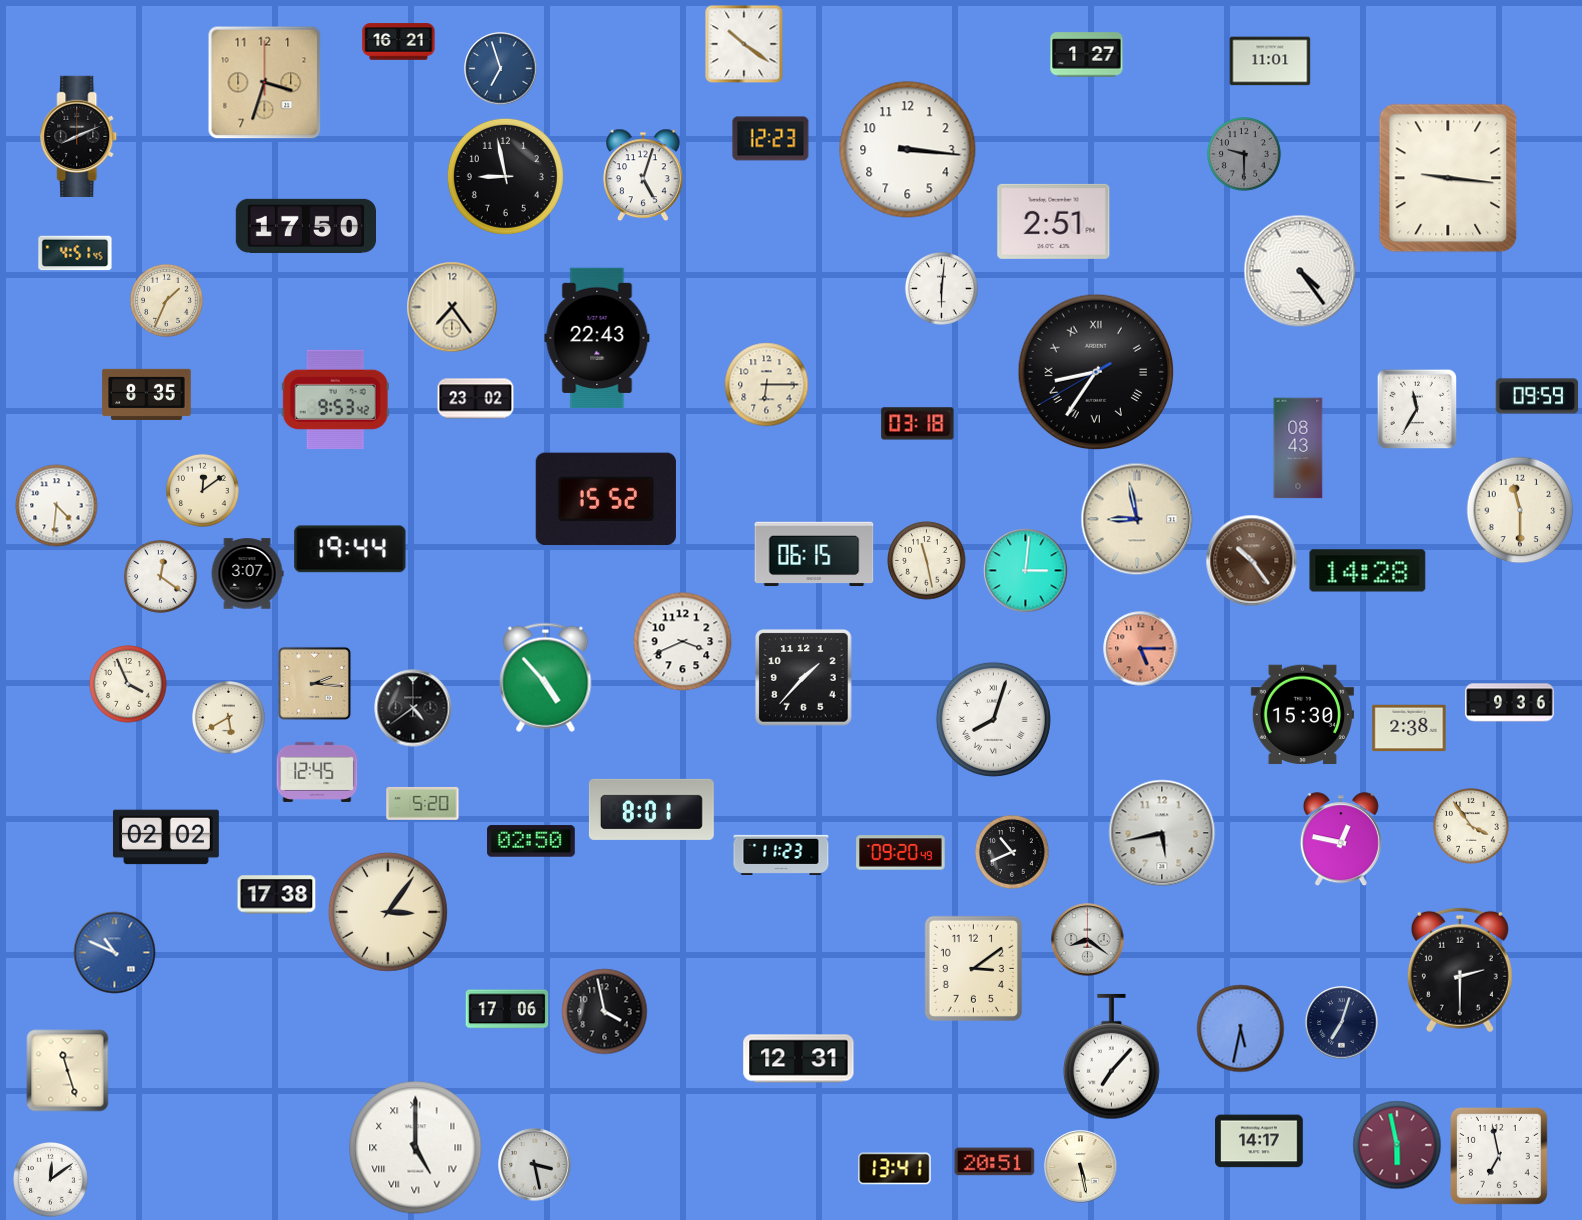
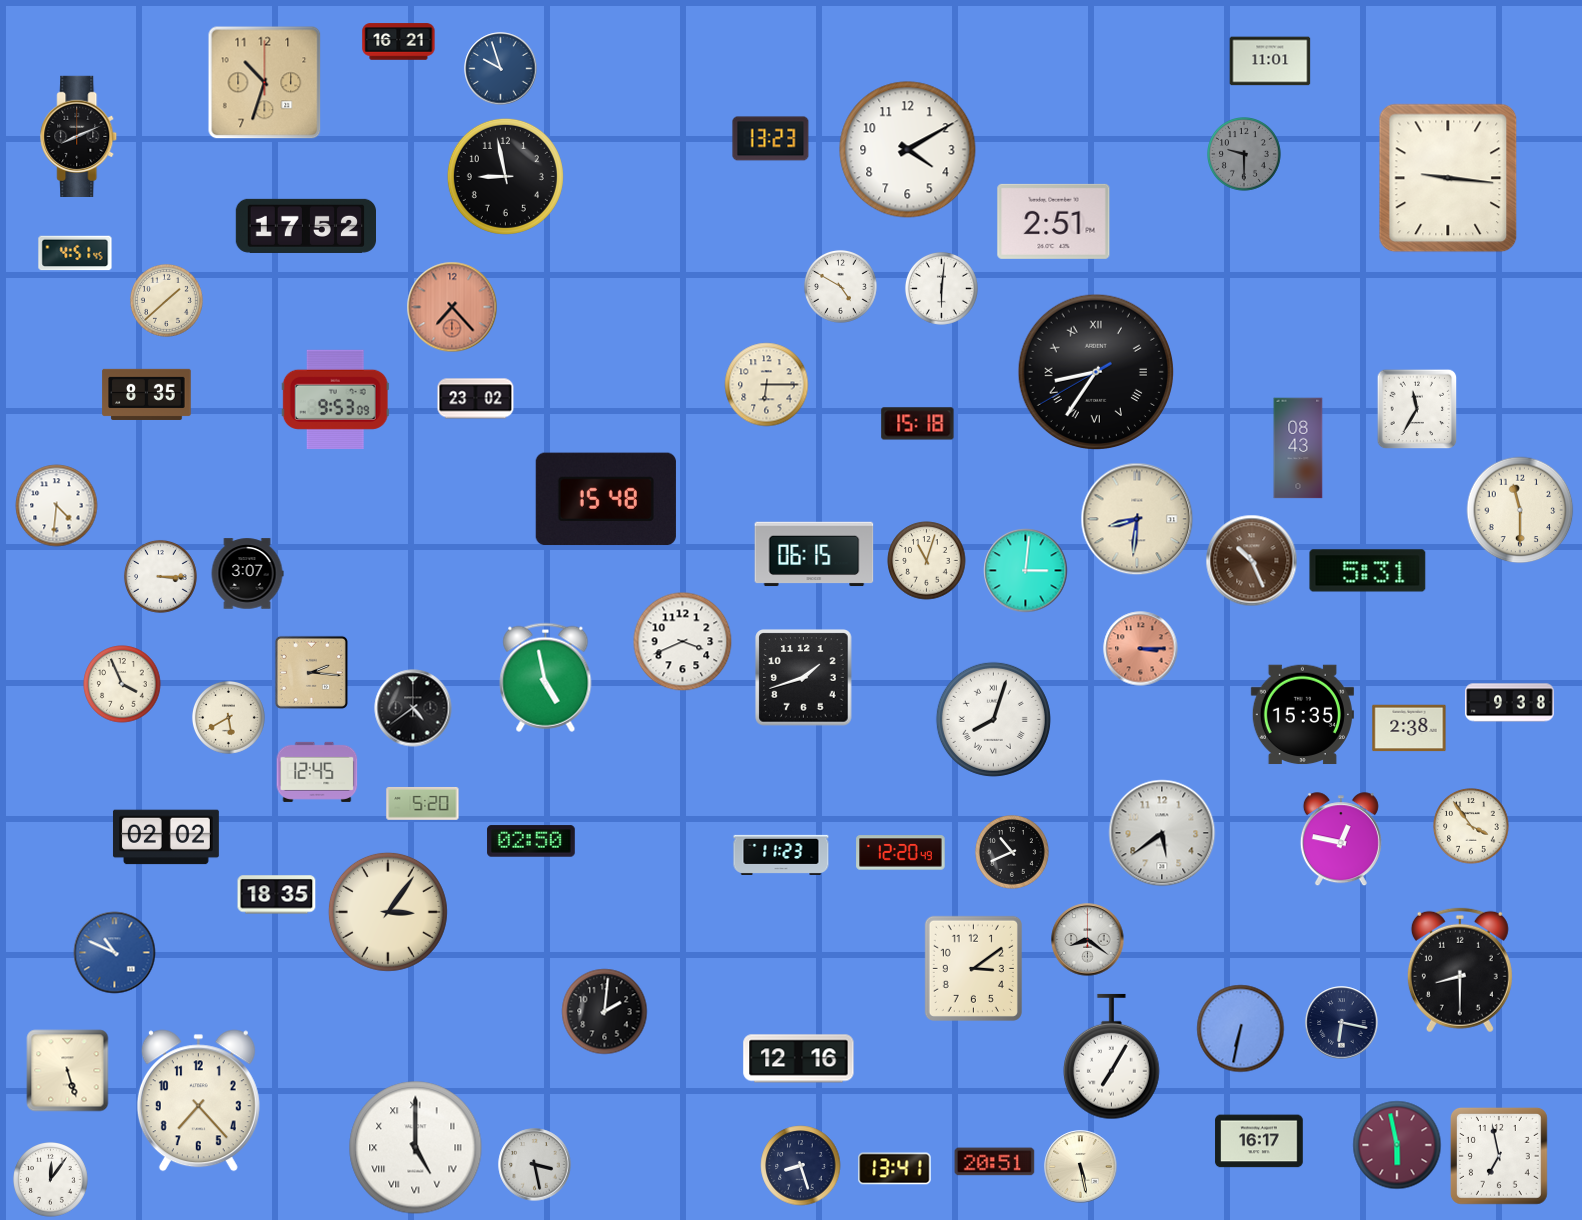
clock at (744, 44): 10:21 -> none
clock at (1087, 55): 1:27 -> none
clock at (501, 69): 6:57 -> 9:57
clock at (265, 83): 3:33 -> 10:33
clock at (771, 139): 12:23 -> 13:23
clock at (908, 150): 3:16 -> 4:10
clock at (644, 175): 5:03 -> none
clock at (305, 226): 17:50 -> 17:52
clock at (1300, 271): 4:24 -> none
clock at (840, 286): none -> 4:50
clock at (166, 300): 1:34 -> 1:38
clock at (452, 307): 7:24 -> 7:23
clock at (452, 307) dial: cream -> salmon
clock at (597, 337): 22:43 -> none
clock at (1537, 396): 09:59 -> none
clock at (335, 399): 9:53:42 -> 9:53:09
clock at (918, 424): 03:18 -> 15:18
clock at (202, 490): 12:09 -> none
clock at (606, 499): 15:52 -> 15:48
clock at (1137, 519): 8:58 -> 8:31
clock at (350, 549): 19:44 -> none
clock at (927, 561): 11:28 -> 11:03
clock at (1252, 561): 10:24 -> 10:26
clock at (1368, 571): 14:28 -> 5:31
clock at (160, 576): 12:21 -> 3:15
clock at (1141, 649): 5:15 -> 3:15
clock at (546, 677): 4:53 -> 4:58
clock at (804, 678): 1:37 -> 1:42
clock at (314, 683) position: (314, 683) -> (311, 672)
clock at (128, 684) position: (128, 684) -> (122, 684)
clock at (1510, 703): 9:36 -> 9:38
clock at (1302, 715): 15:30 -> 15:35
clock at (651, 809): 8:01 -> none
clock at (1162, 833): 5:43 -> 5:39
clock at (901, 853): 09:20 -> 12:20
clock at (277, 895): 17:38 -> 18:35
clock at (1460, 970): 2:30 -> 8:30
clock at (507, 1009): 17:06 -> none
clock at (605, 1012): 3:58 -> 2:01
clock at (1342, 1023): 7:03 -> 6:17
clock at (1241, 1029): 5:32 -> 6:32
clock at (1112, 1057): 7:07 -> 7:05
clock at (799, 1059): 12:31 -> 12:16
clock at (68, 1071): 11:27 -> 5:27
clock at (198, 1101): none -> 7:23
clock at (1259, 1141): 14:17 -> 16:17
clock at (801, 1166): none -> 8:27
clock at (51, 1180): 12:09 -> 12:06
